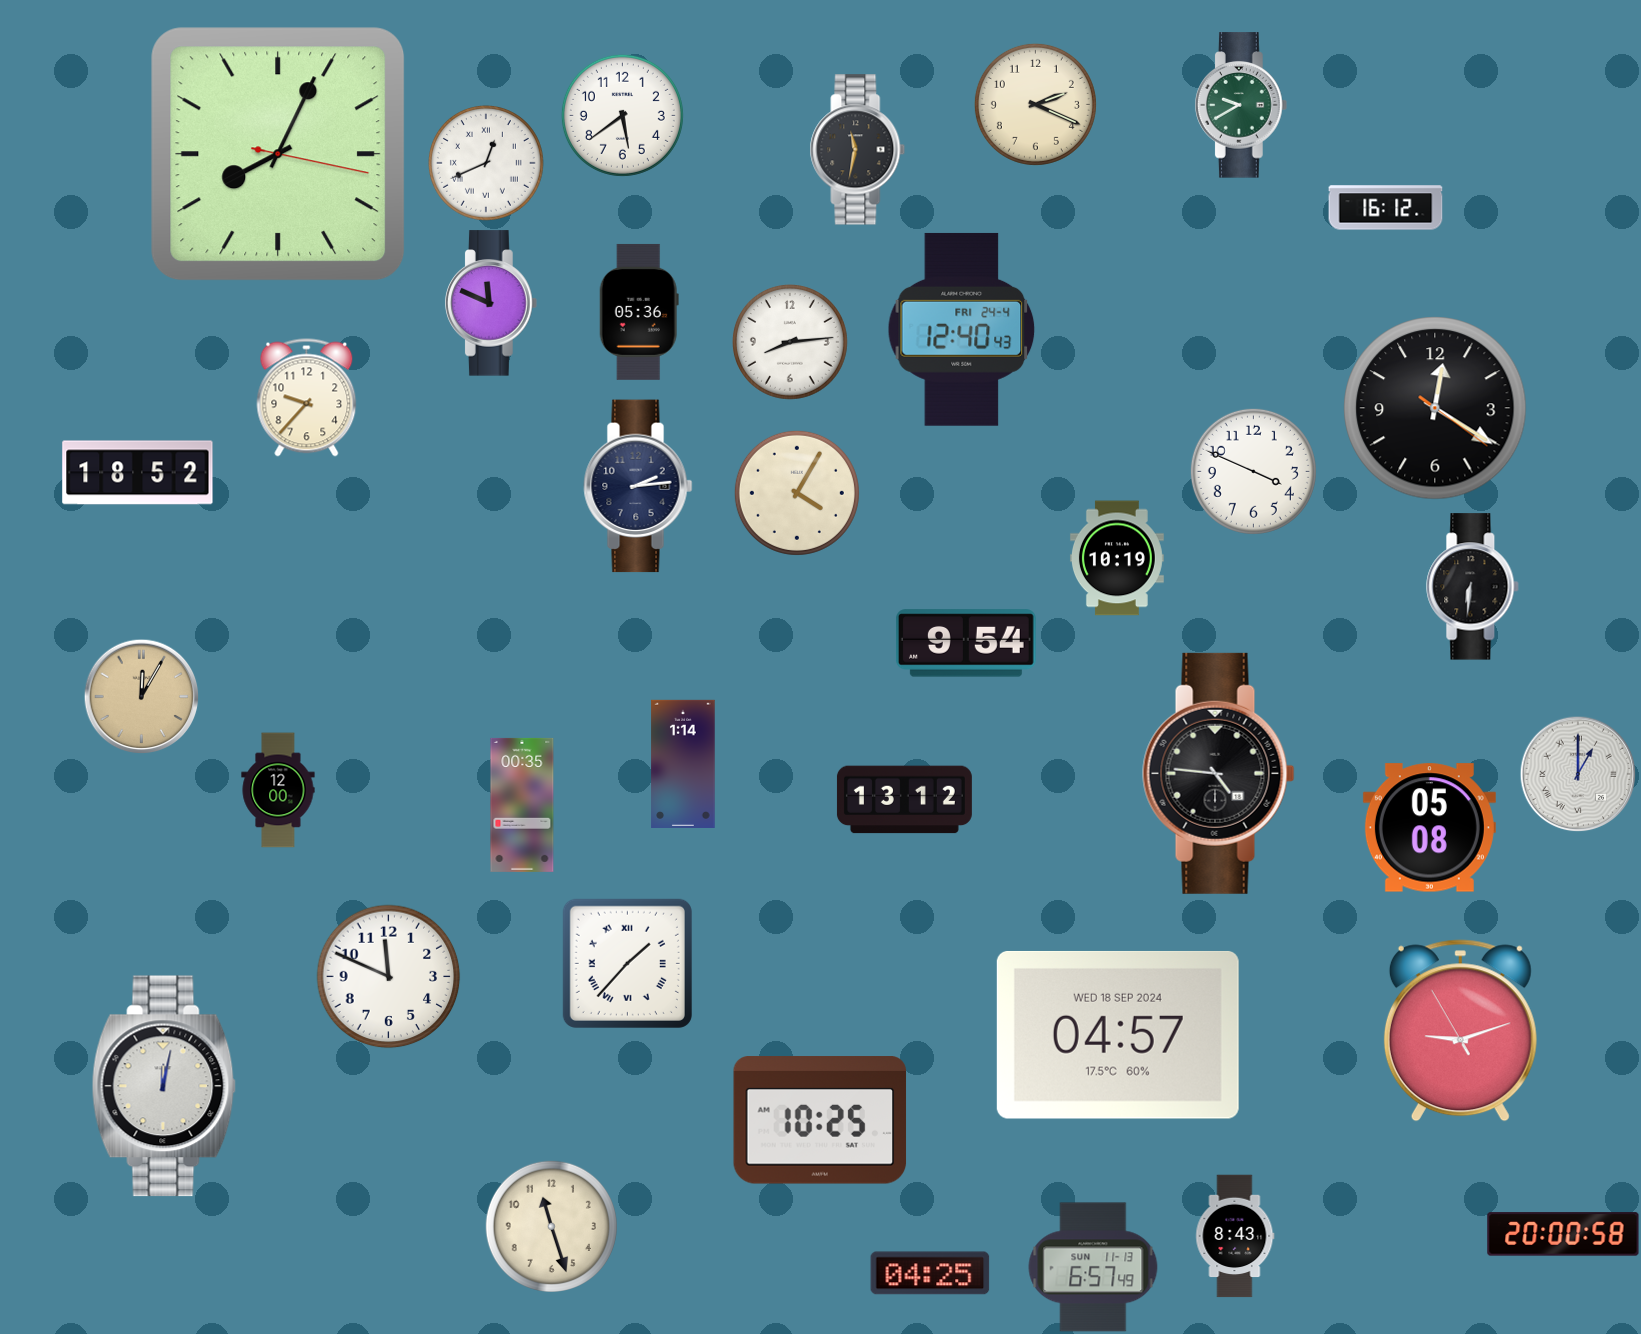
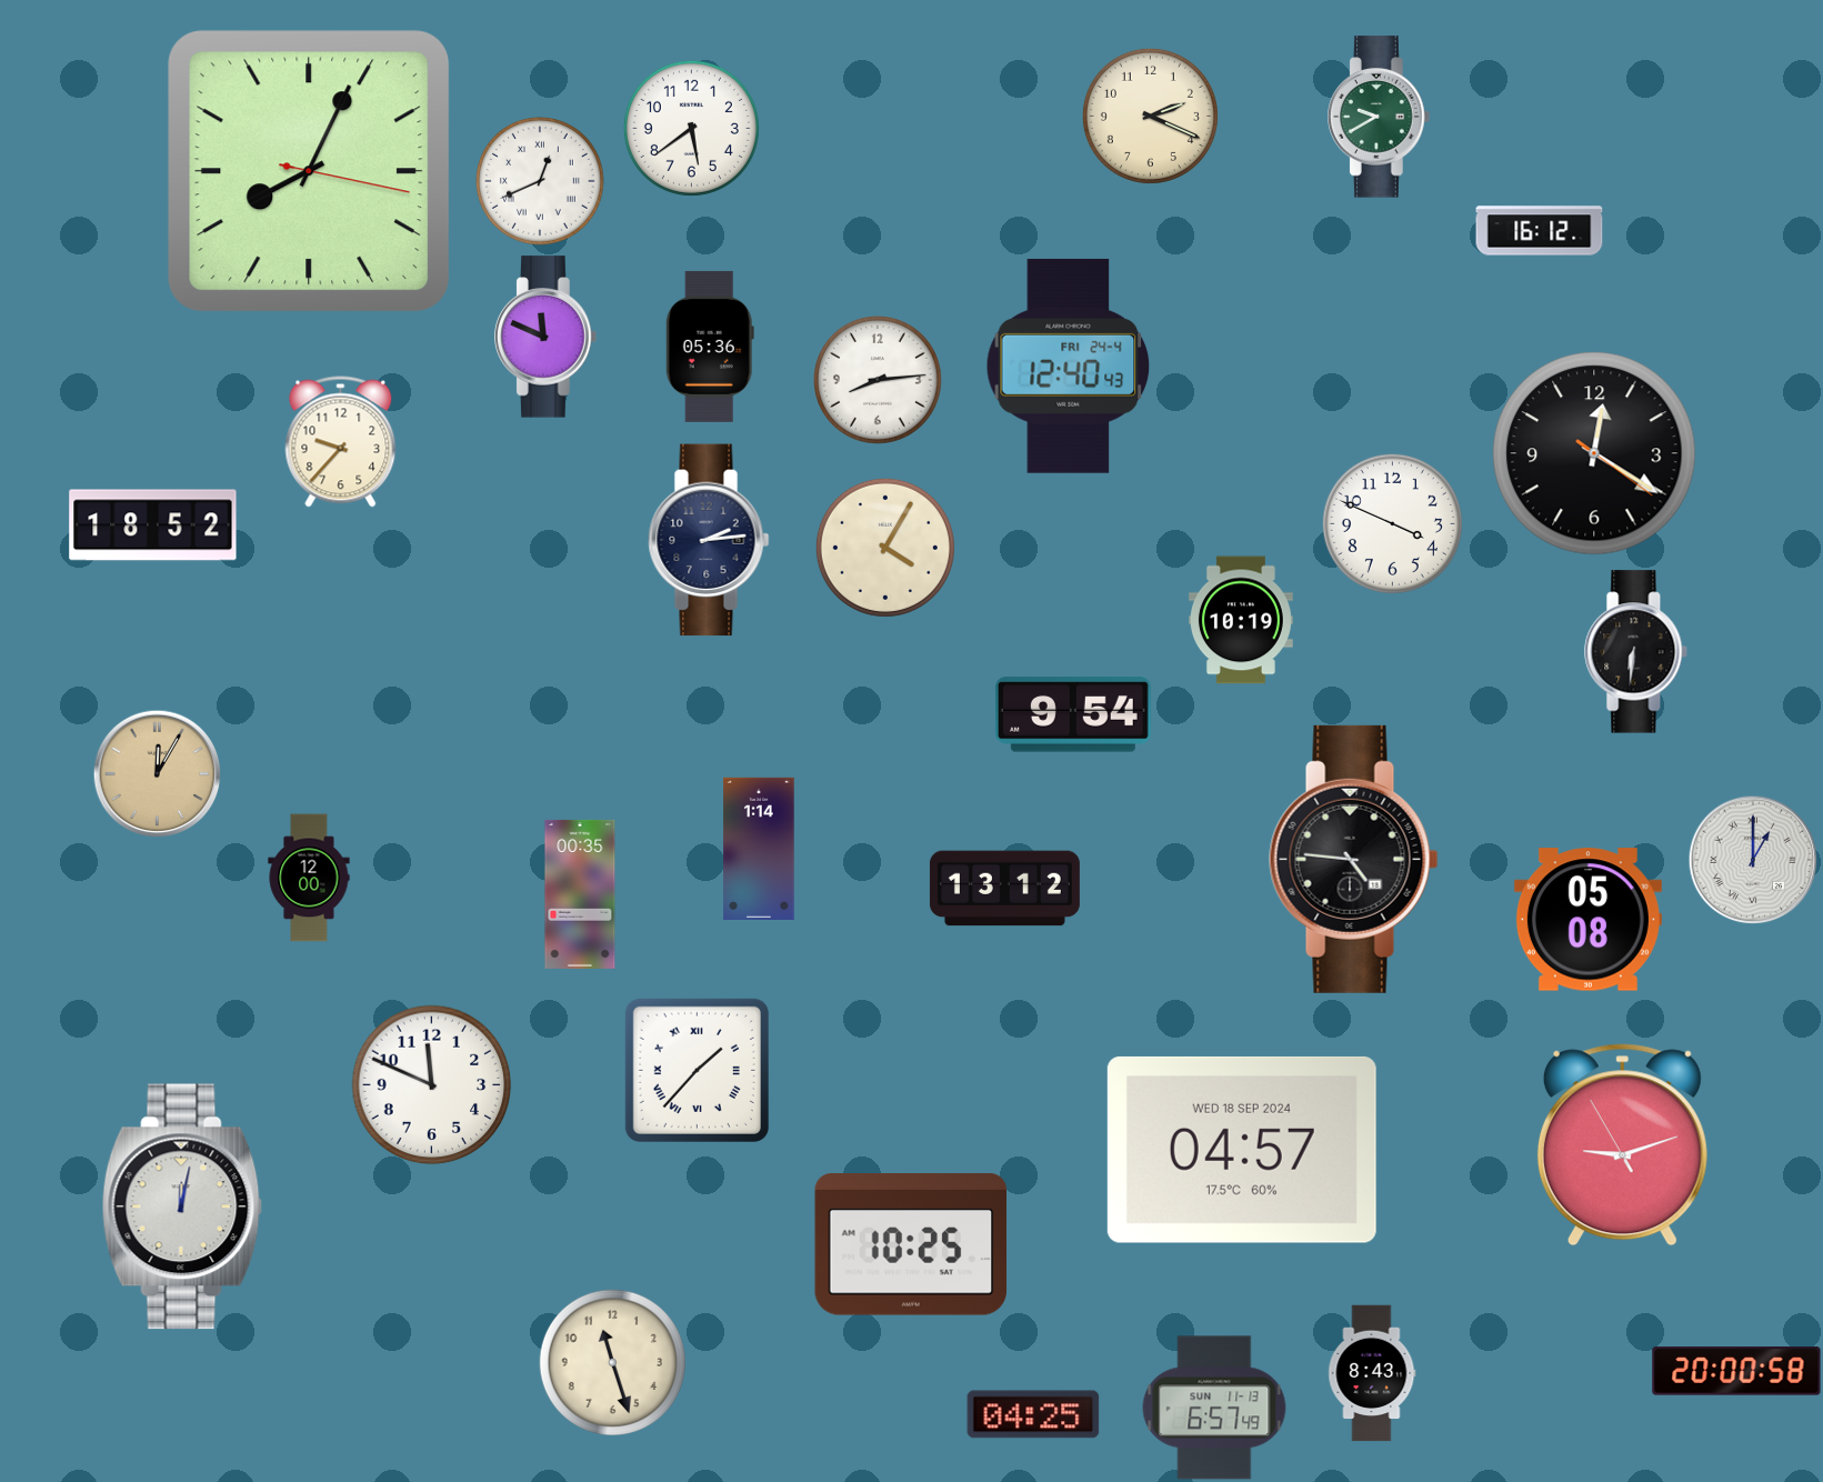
clock at (858, 150): 11:32 -> none
